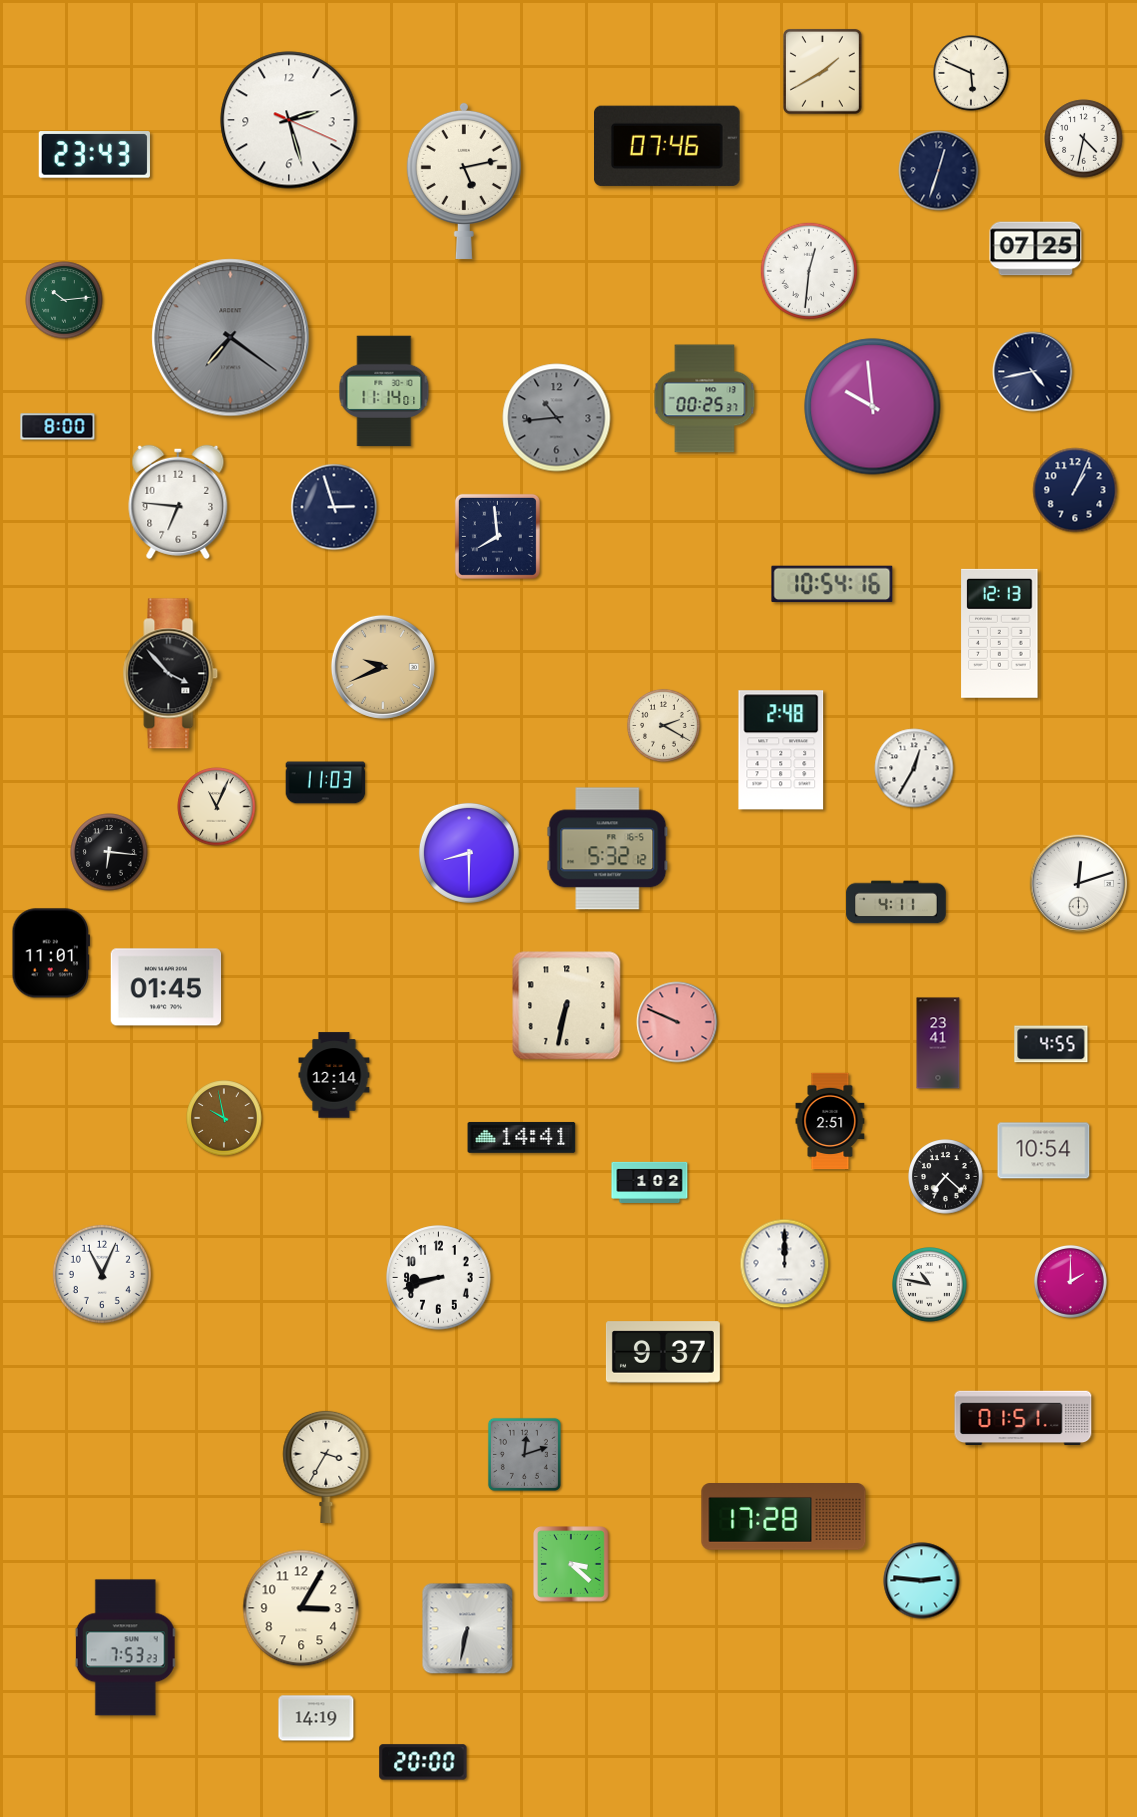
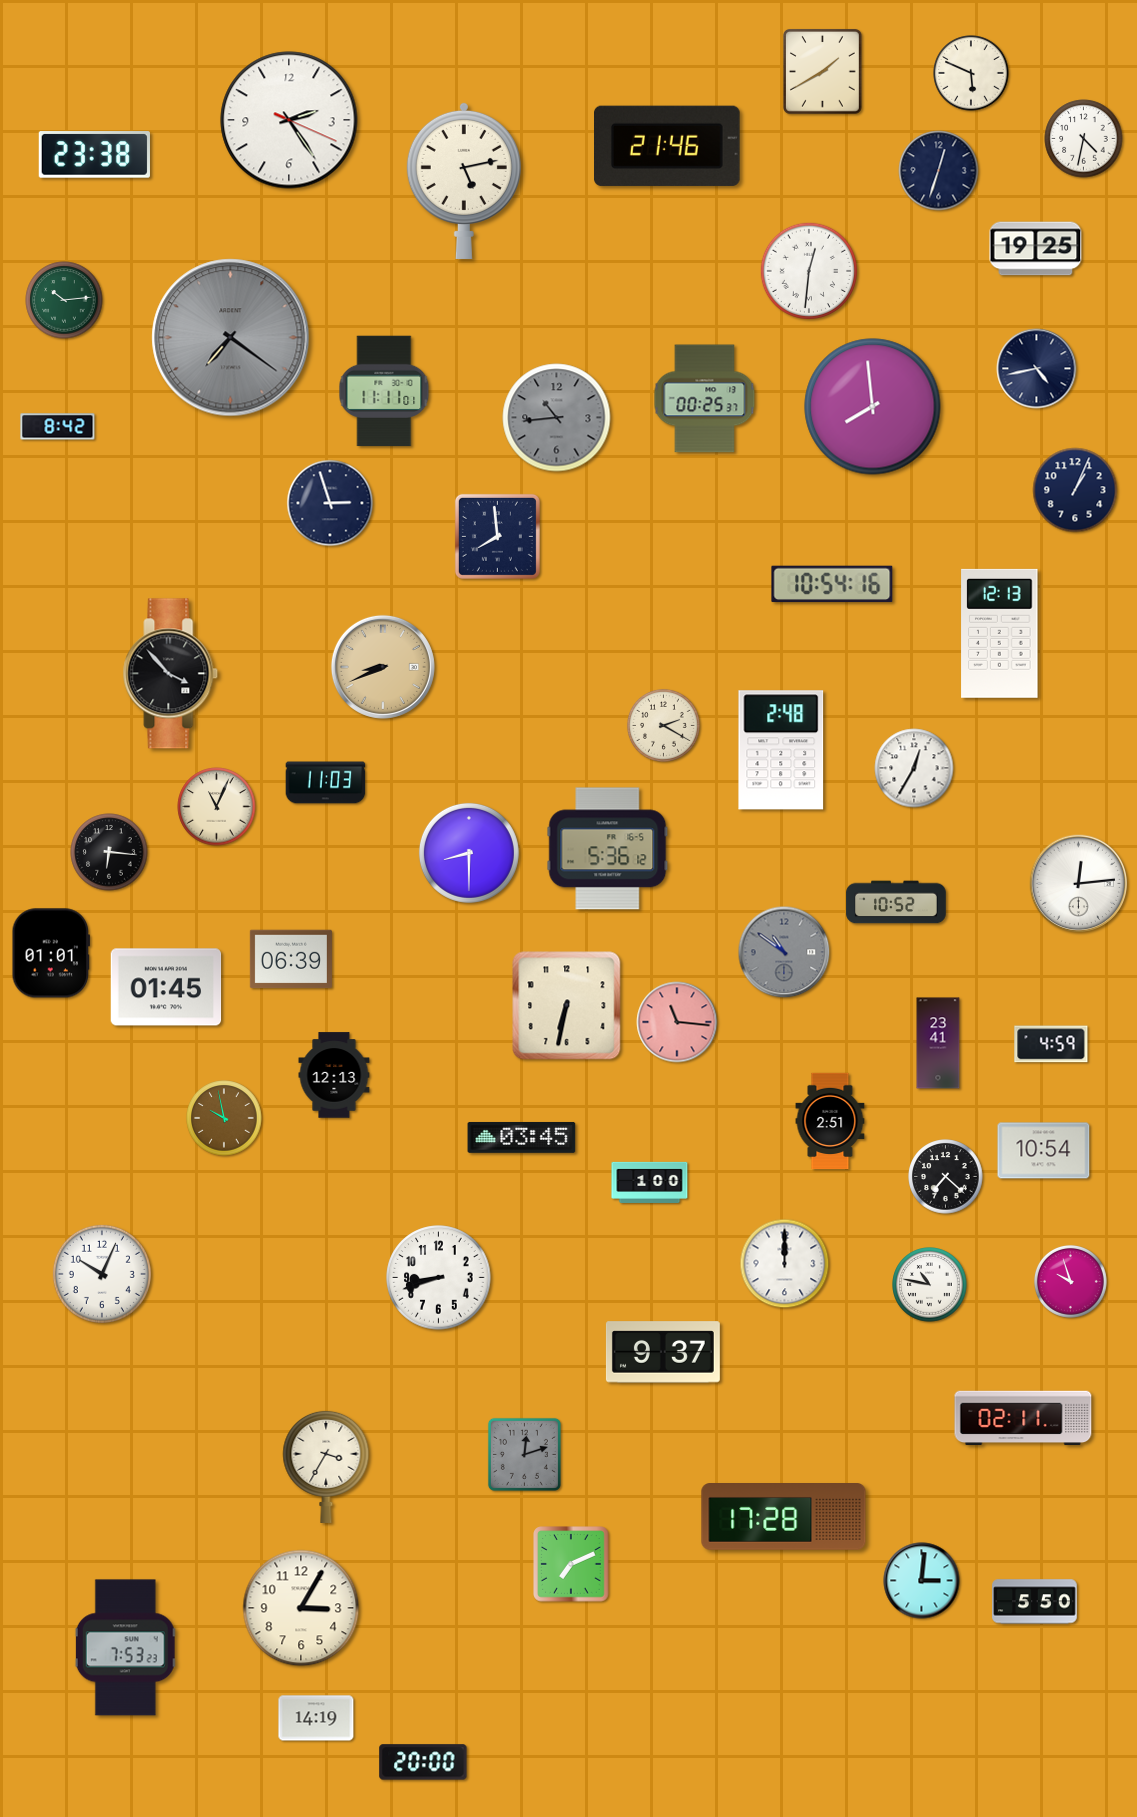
clock at (289, 120): 2:27 -> 2:24
clock at (668, 146): 07:46 -> 21:46
clock at (94, 155): 23:43 -> 23:38
clock at (1036, 249): 07:25 -> 19:25
clock at (1033, 372) position: (1033, 372) -> (1037, 369)
clock at (384, 391): 11:14 -> 11:11
clock at (873, 407): 9:59 -> 7:59
clock at (58, 427): 8:00 -> 8:42
clock at (178, 502): 6:46 -> none
clock at (334, 507) position: (334, 507) -> (330, 503)
clock at (383, 667): 9:41 -> 8:41
clock at (608, 849): 5:32 -> 5:36
clock at (1079, 884): 12:12 -> 12:14
clock at (896, 902): 4:11 -> 10:52
clock at (784, 952): none -> 10:51
clock at (51, 953): 11:01 -> 01:01
clock at (291, 959): none -> 06:39
clock at (677, 1022): 9:49 -> 11:16
clock at (1051, 1044): 4:55 -> 4:59
clock at (334, 1075): 12:14 -> 12:13
clock at (522, 1137): 14:41 -> 03:45
clock at (650, 1182): 1:02 -> 1:00
clock at (102, 1274): 11:04 -> 10:04
clock at (1070, 1282): 2:00 -> 9:57
clock at (1023, 1418): 01:51 -> 02:11
clock at (571, 1564): 3:22 -> 7:11
clock at (922, 1581): 2:46 -> 3:01
clock at (1035, 1602): none -> 5:50
clock at (468, 1629): 6:32 -> none
